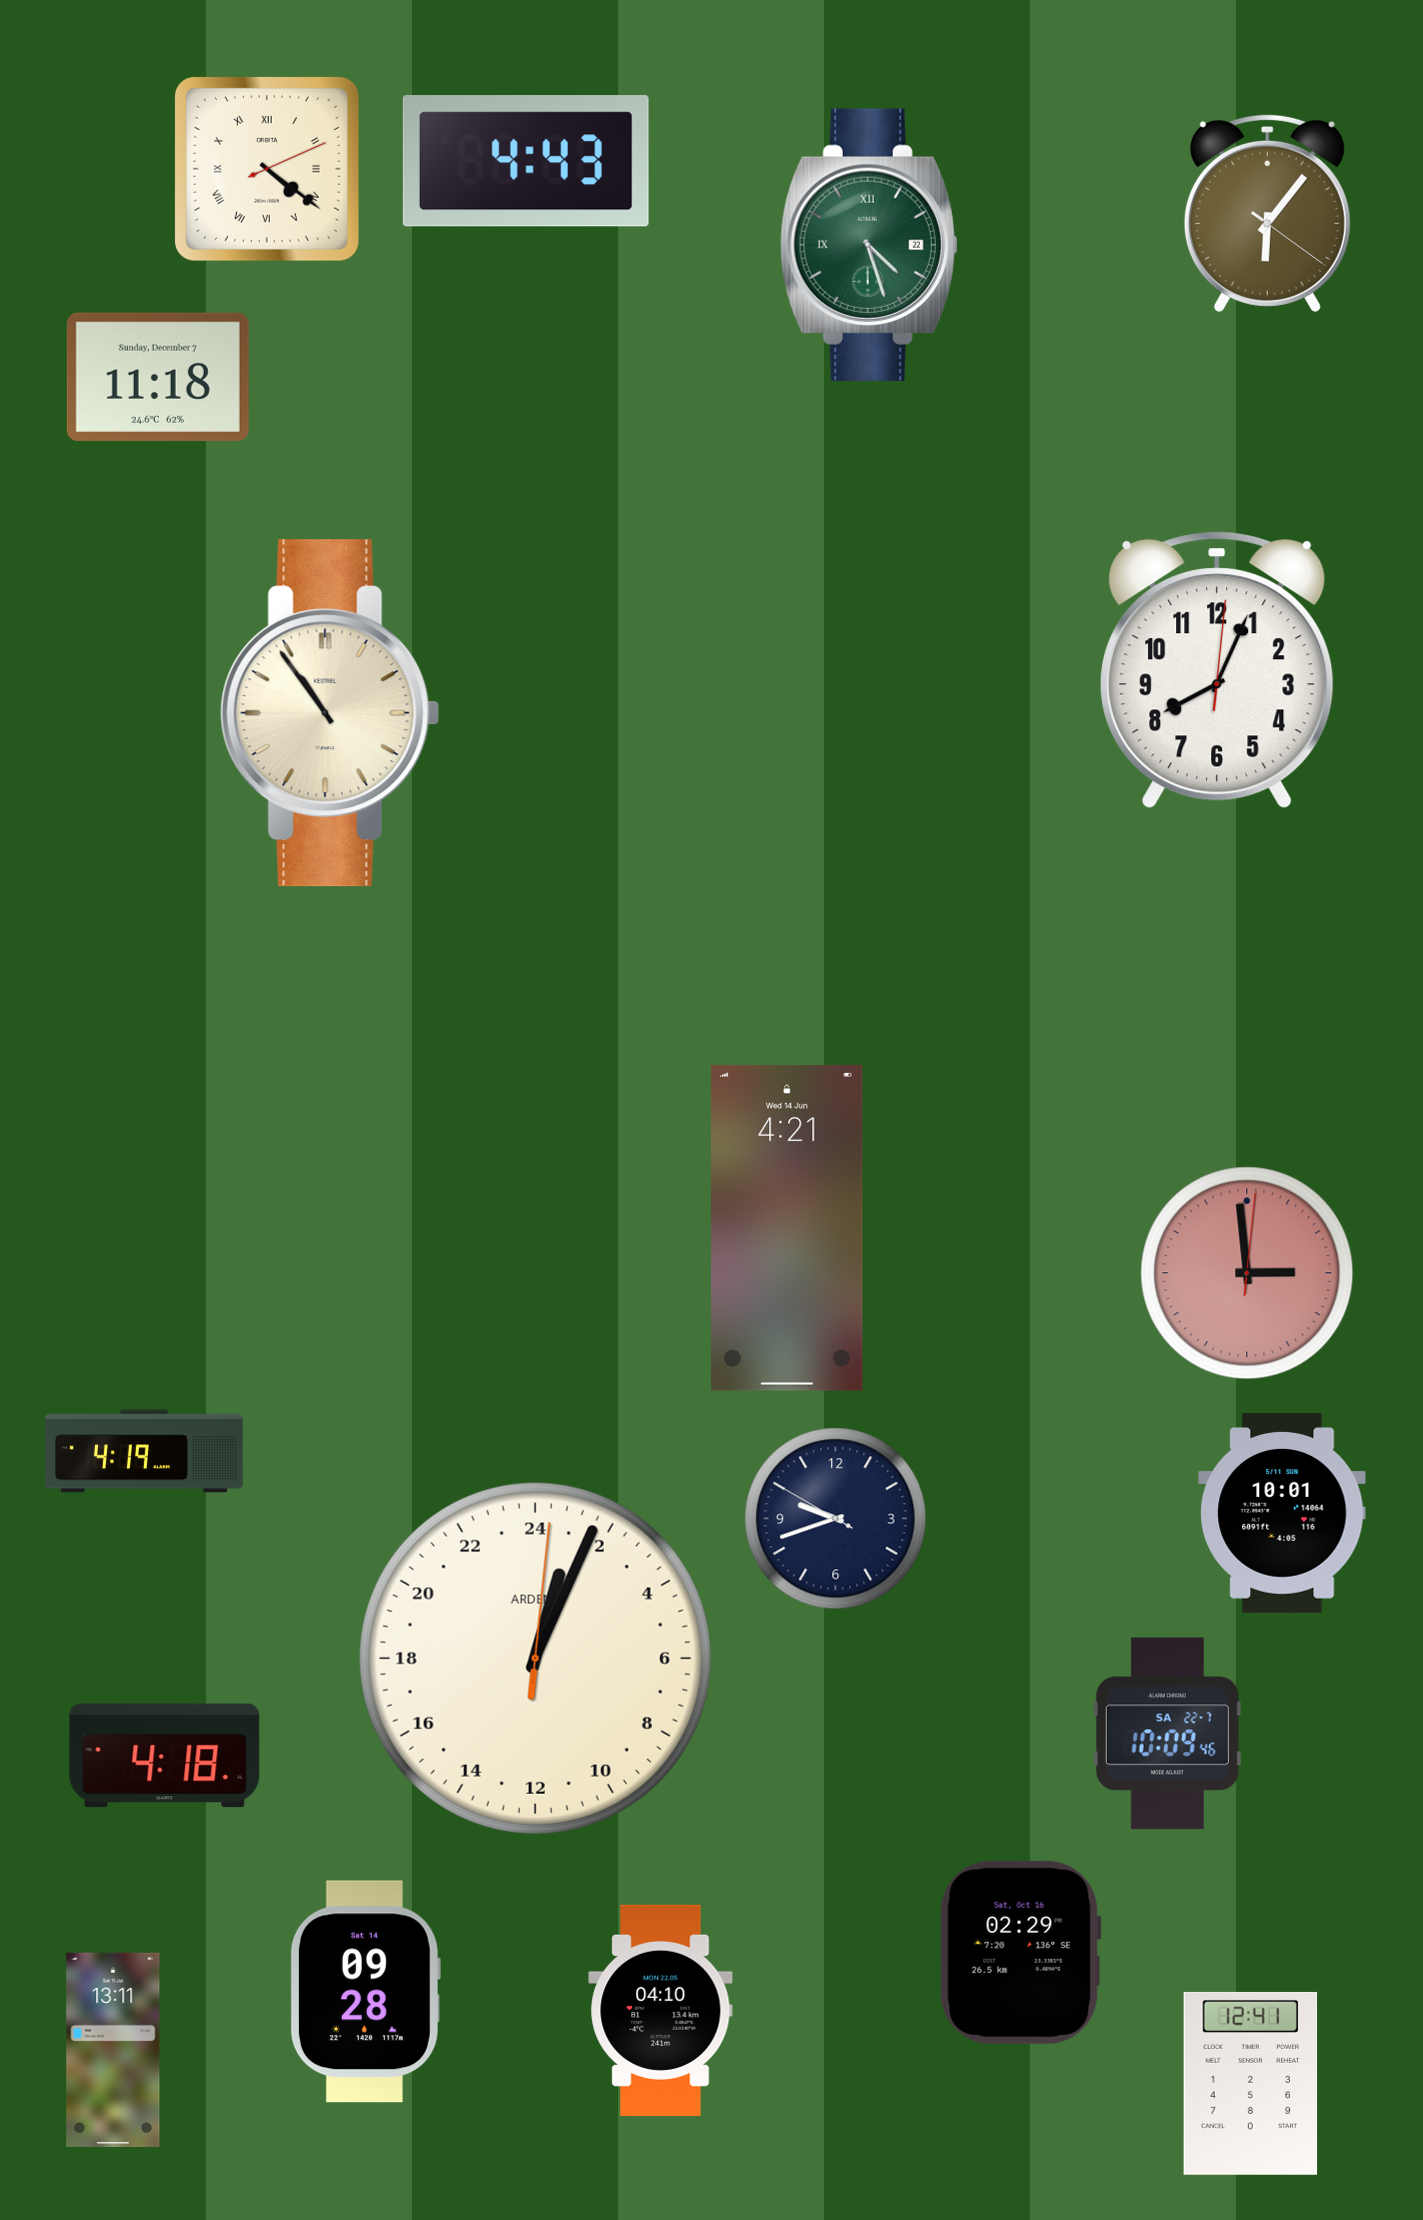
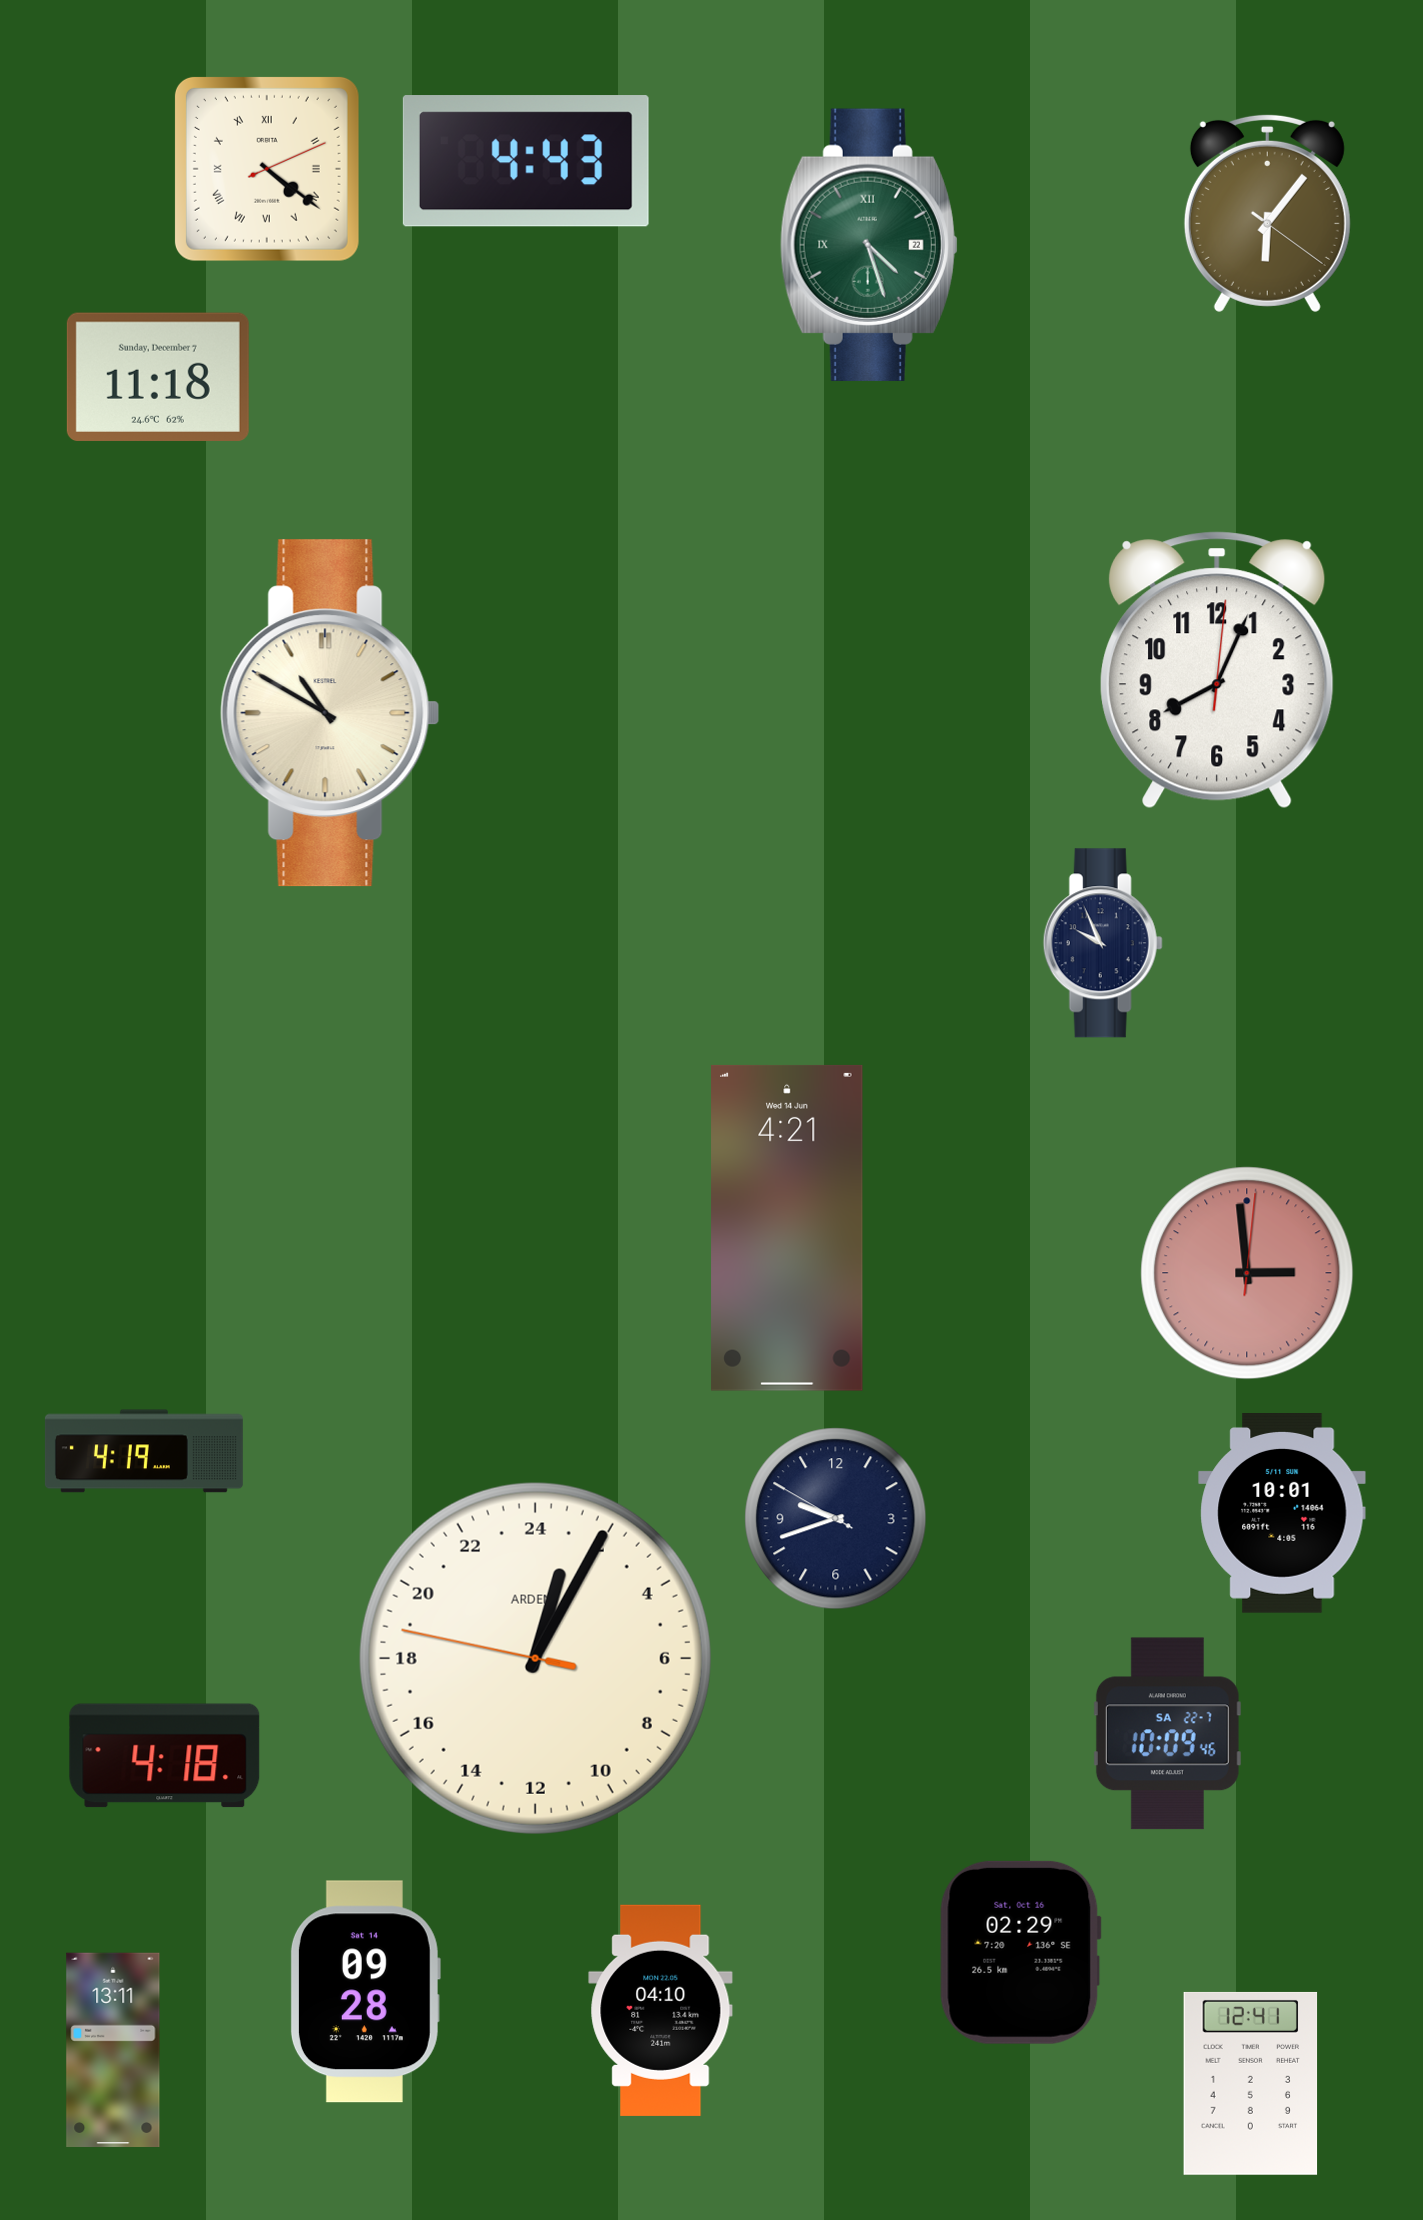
clock at (330, 713): 10:54 -> 10:50
clock at (1103, 943): none -> 9:56
clock at (535, 1658): 1:04:01 -> 1:04:47
